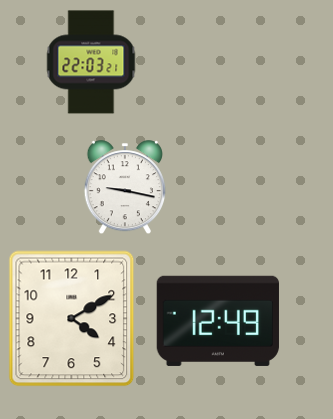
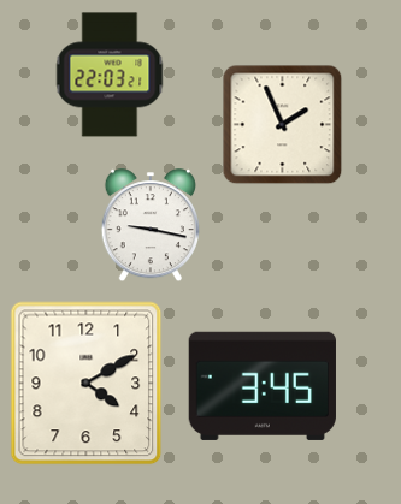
clock at (282, 124): none -> 1:56
clock at (218, 321): 12:49 -> 3:45
